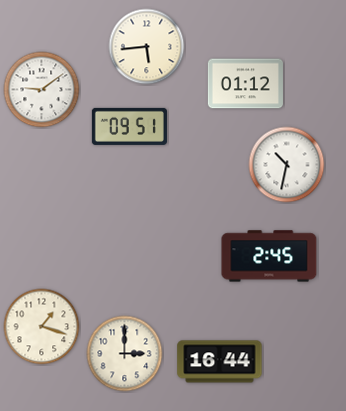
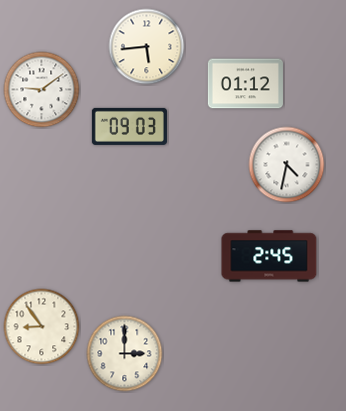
clock at (129, 126): 09:51 -> 09:03
clock at (287, 165): 10:32 -> 4:32
clock at (42, 327): 1:18 -> 8:54
clock at (220, 362): 16:44 -> none
